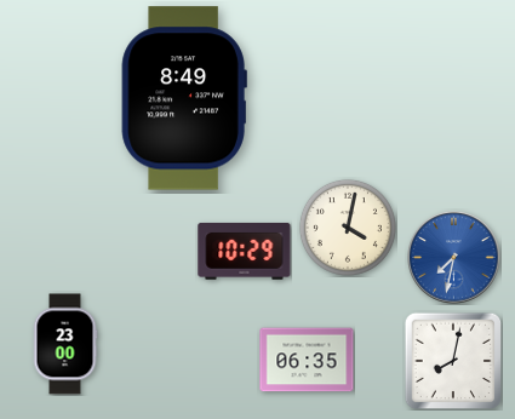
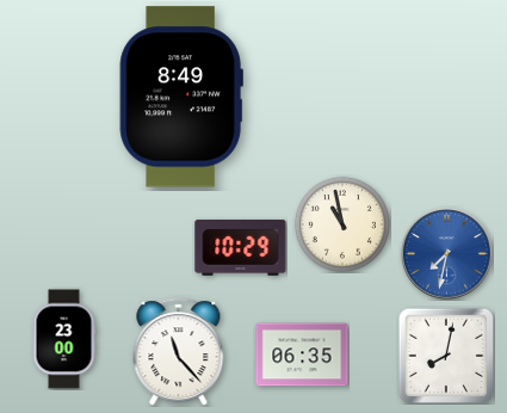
clock at (348, 228): 4:02 -> 10:58
clock at (179, 352): none -> 11:23
